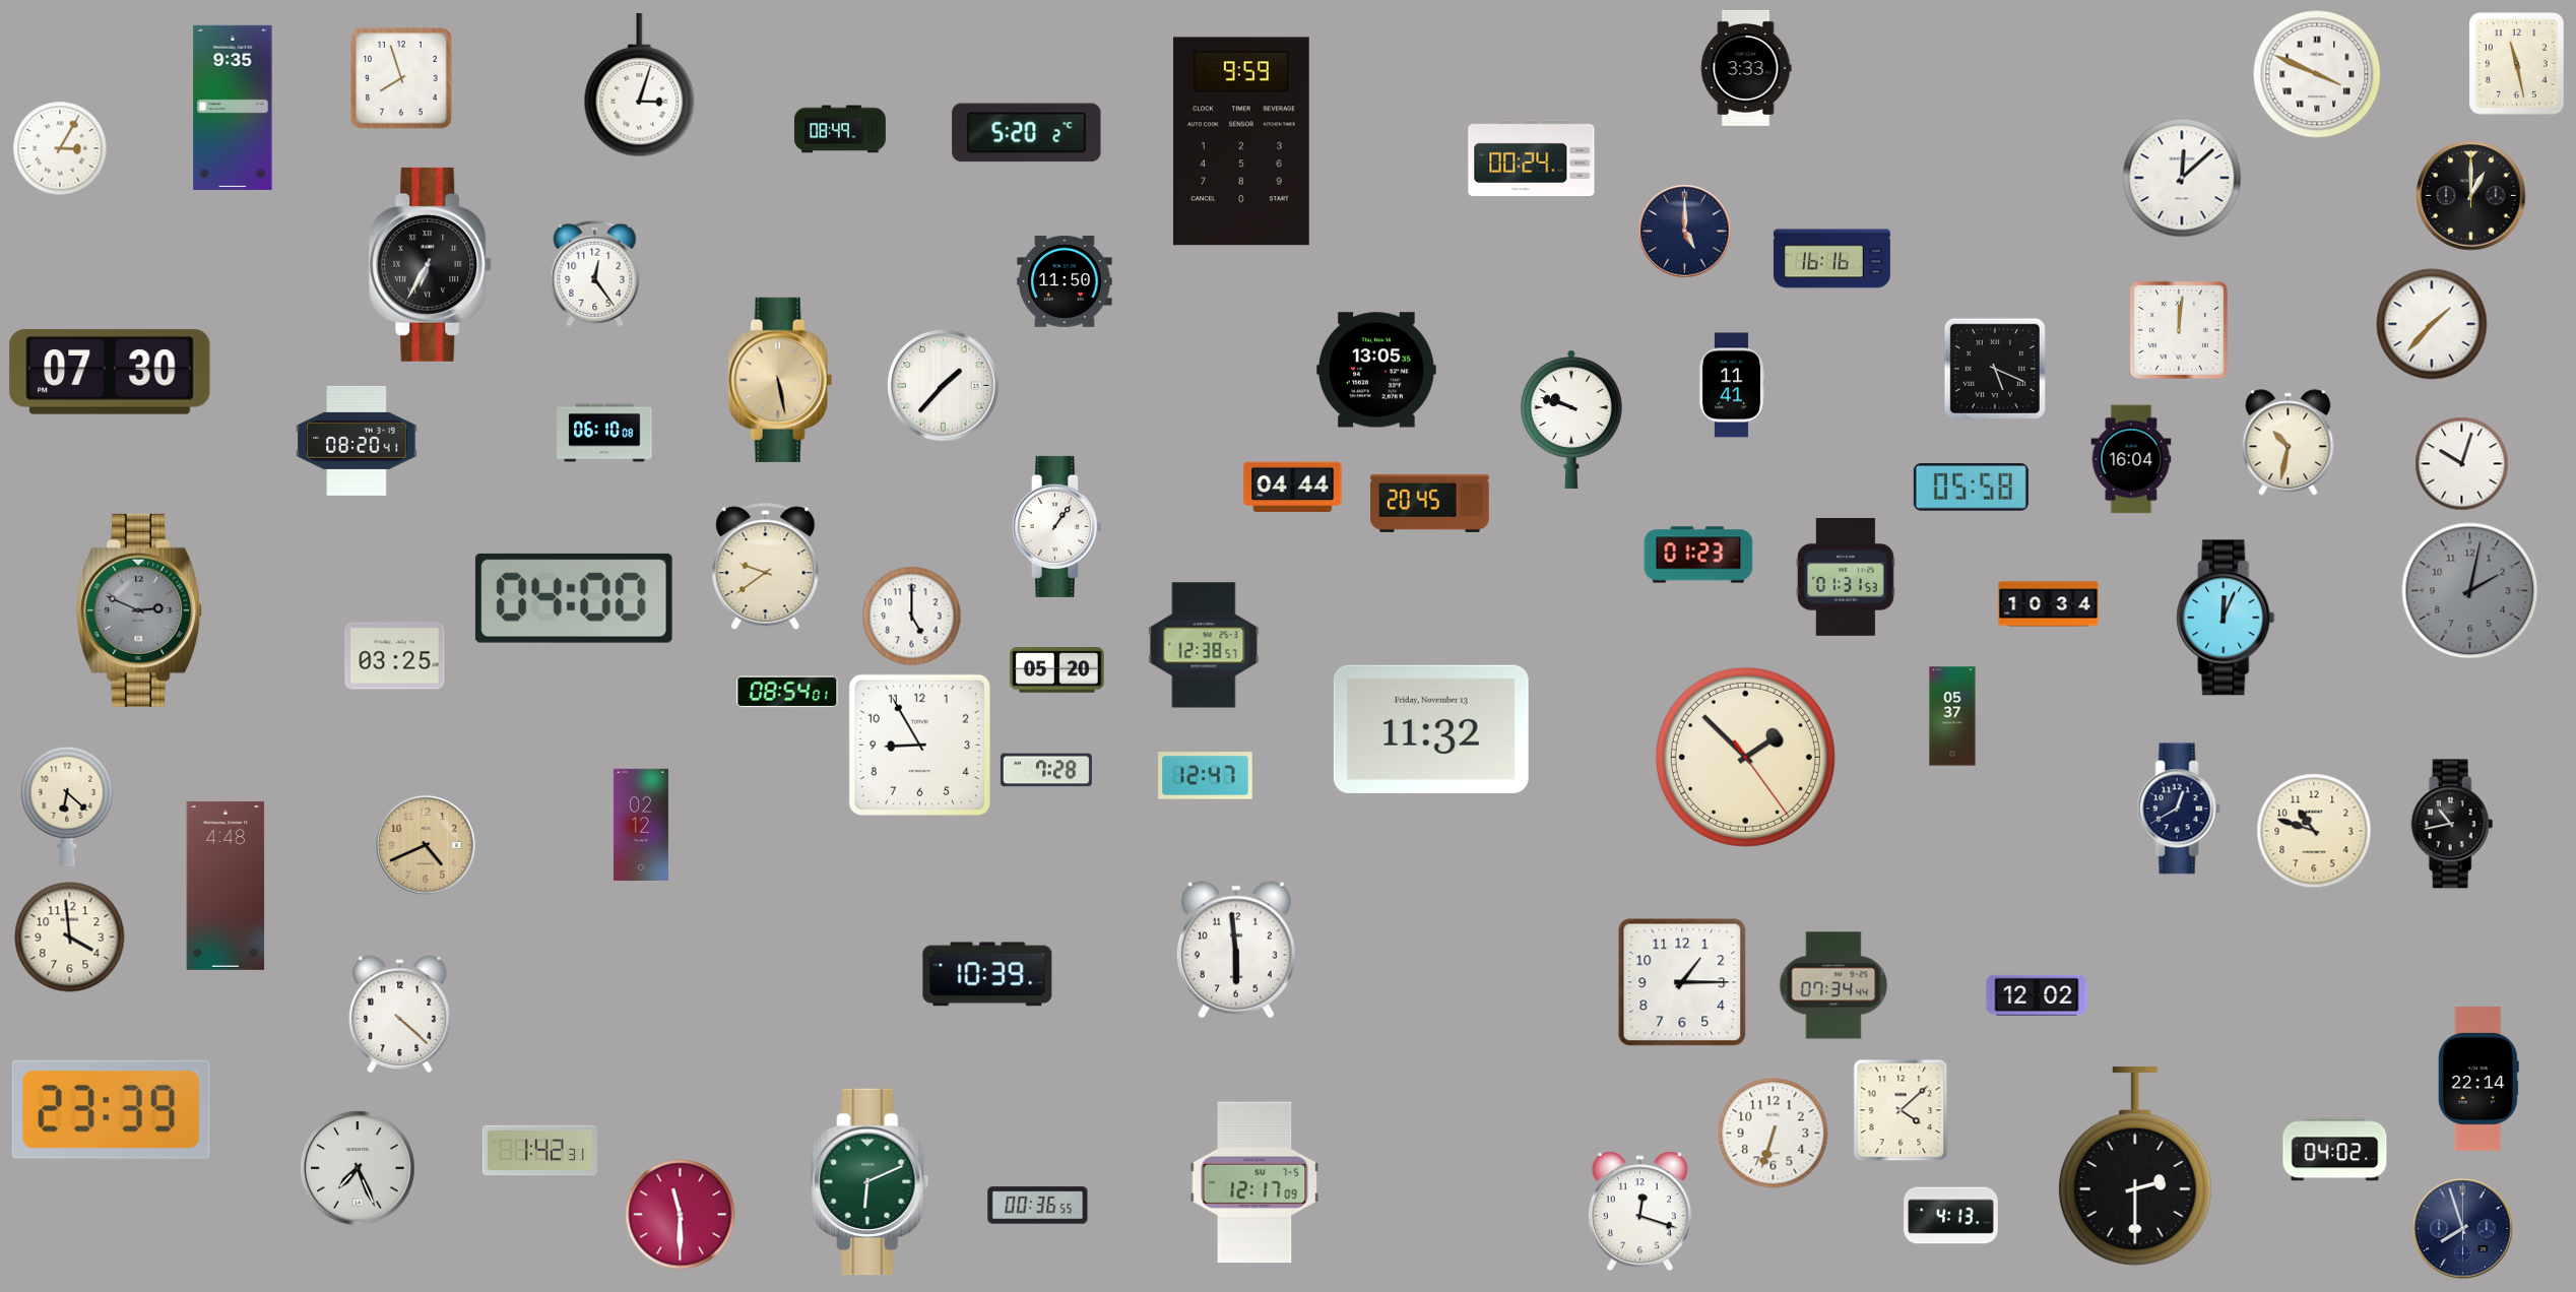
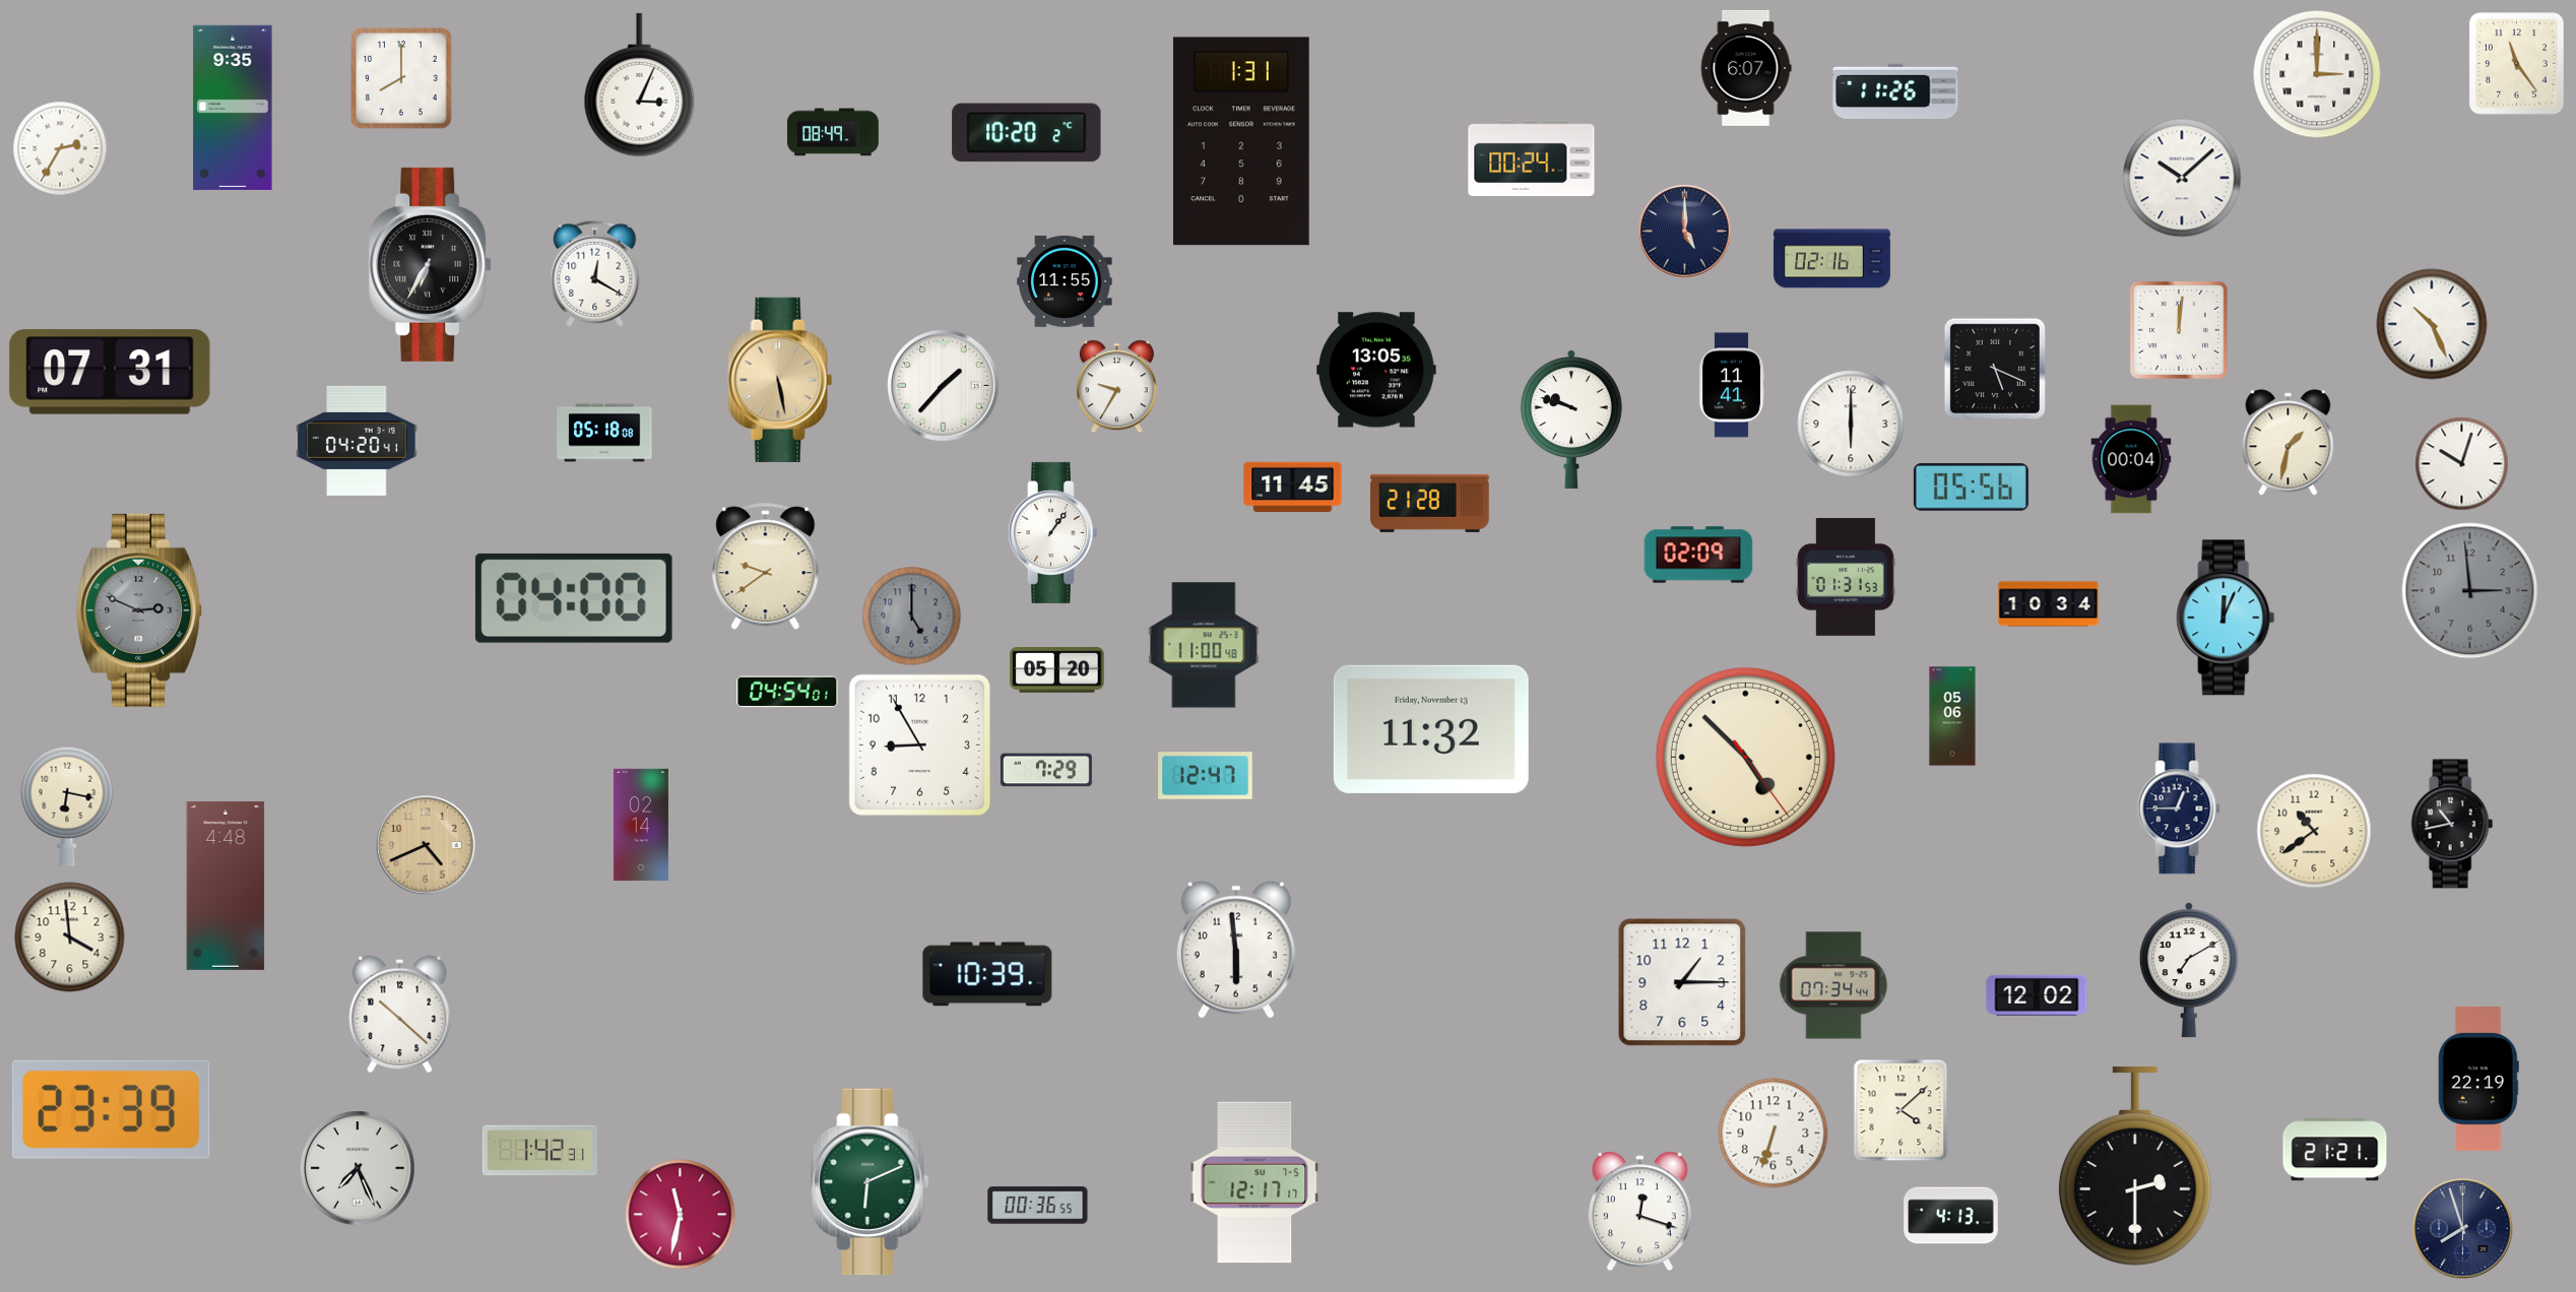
clock at (2517, 64): 11:28 -> 11:24
clock at (1746, 68): 3:33 -> 6:07
clock at (2317, 74): 3:49 -> 3:00
clock at (401, 78): 7:57 -> 8:00
clock at (640, 85): 3:03 -> 3:04
clock at (1895, 90): none -> 11:26
clock at (840, 129) position: (840, 129) -> (833, 132)
clock at (1027, 133): 5:20 -> 10:20
clock at (1241, 141): 9:59 -> 1:31
clock at (60, 148): 3:05 -> 2:35
clock at (2182, 178): 12:08 -> 10:08
clock at (2471, 196): 1:00 -> none
clock at (1831, 259): 16:16 -> 02:16
clock at (595, 273): 12:24 -> 12:20
clock at (1065, 281): 11:50 -> 11:55
clock at (2432, 324): 1:37 -> 10:26
clock at (110, 372): 07:30 -> 07:31
clock at (1116, 387): none -> 9:35
clock at (1851, 424): none -> 6:00
clock at (604, 433): 06:10 -> 05:18
clock at (357, 441): 08:20 -> 04:20
clock at (2289, 443): 10:32 -> 1:32
clock at (2131, 459): 16:04 -> 00:04
clock at (1293, 488): 04:44 -> 11:45
clock at (1971, 488): 05:58 -> 05:56
clock at (1430, 503): 20:45 -> 21:28
clock at (1056, 526) position: (1056, 526) -> (1052, 532)
clock at (1698, 555): 01:23 -> 02:09
clock at (2470, 591): 2:02 -> 2:59
clock at (912, 617) dial: white -> grey
clock at (1204, 645): 12:38 -> 11:00
clock at (395, 656): 03:25 -> none
clock at (787, 692): 08:54 -> 04:54
clock at (1952, 716): 05:37 -> 05:06
clock at (1745, 757): 1:52 -> 4:52
clock at (1046, 770): 7:28 -> 7:29
clock at (67, 806): 6:22 -> 6:17
clock at (2179, 809): 12:40 -> 12:45
clock at (641, 825): 02:12 -> 02:14
clock at (2314, 831): 10:48 -> 10:39
clock at (2189, 970): none -> 7:10
clock at (400, 1014): 4:22 -> 10:22
clock at (2478, 1080): 22:14 -> 22:19
clock at (2335, 1150): 04:02 -> 21:21
clock at (1254, 1182): 12:17:09 -> 12:17:17
clock at (681, 1215): 11:30 -> 11:32
